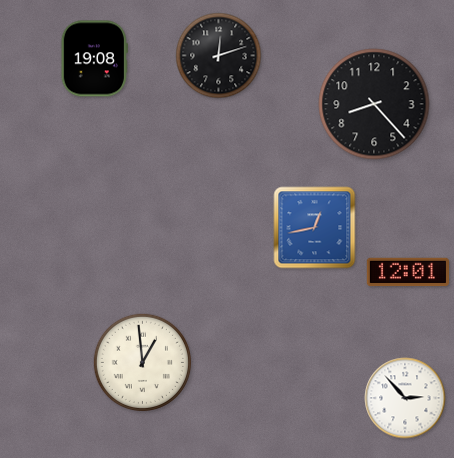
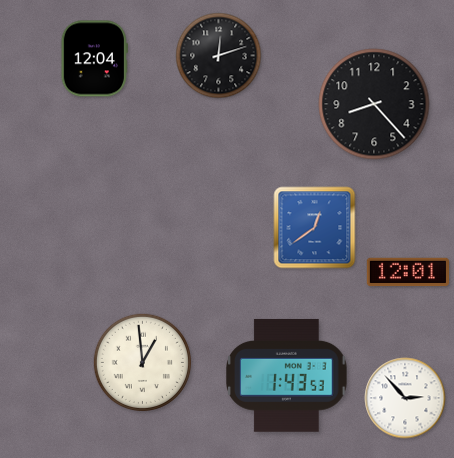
clock at (94, 59): 19:08 -> 12:04
clock at (315, 228): 12:43 -> 12:39
clock at (287, 375): none -> 1:43
